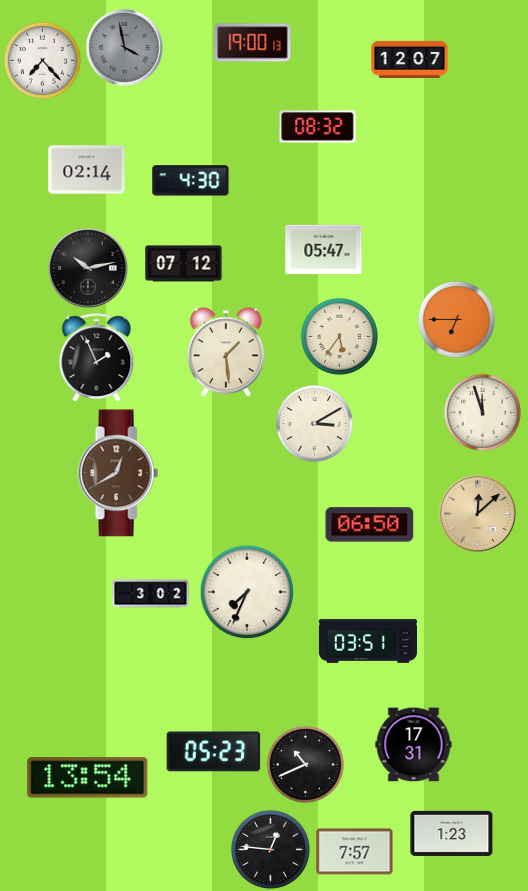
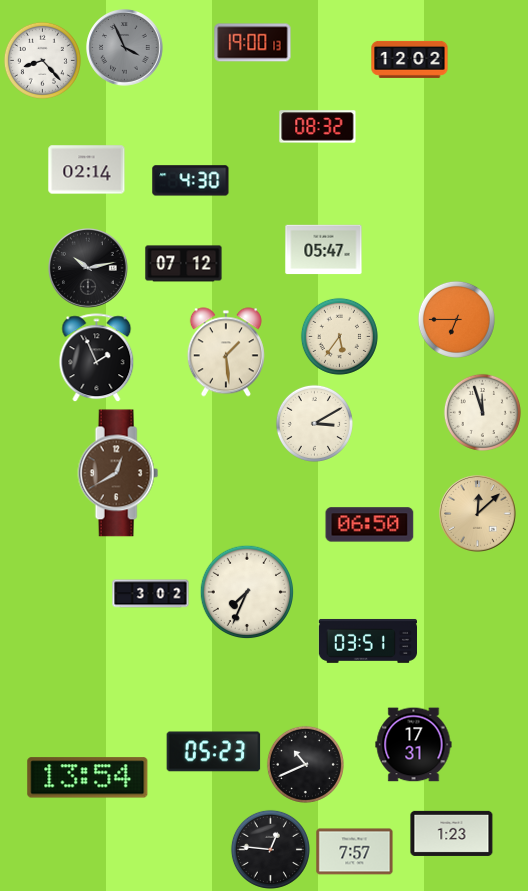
clock at (125, 48): 3:58 -> 3:56
clock at (410, 59): 12:07 -> 12:02
clock at (42, 60): 7:23 -> 8:23
